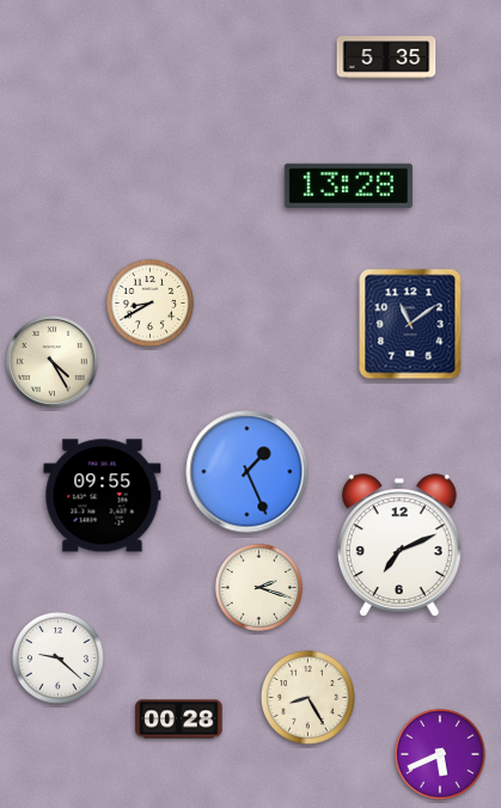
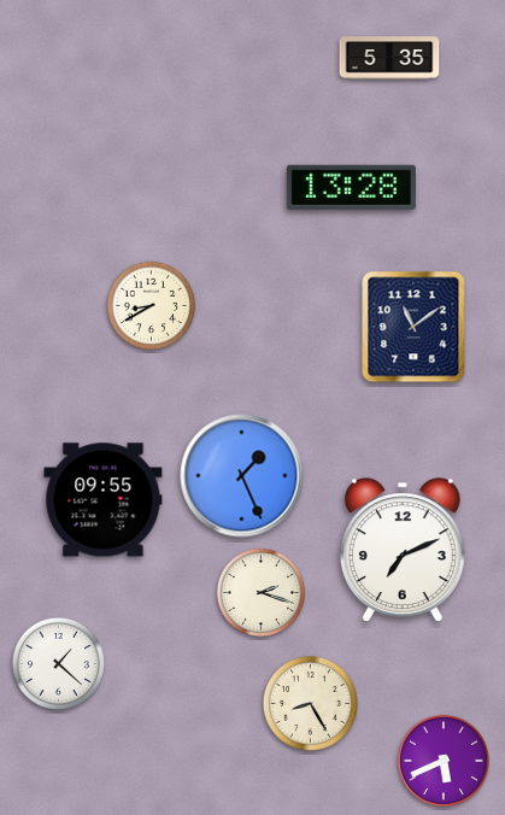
clock at (53, 362): 4:25 -> none
clock at (248, 472) position: (248, 472) -> (242, 476)
clock at (57, 657): 9:22 -> 1:22
clock at (179, 720): 00:28 -> none
